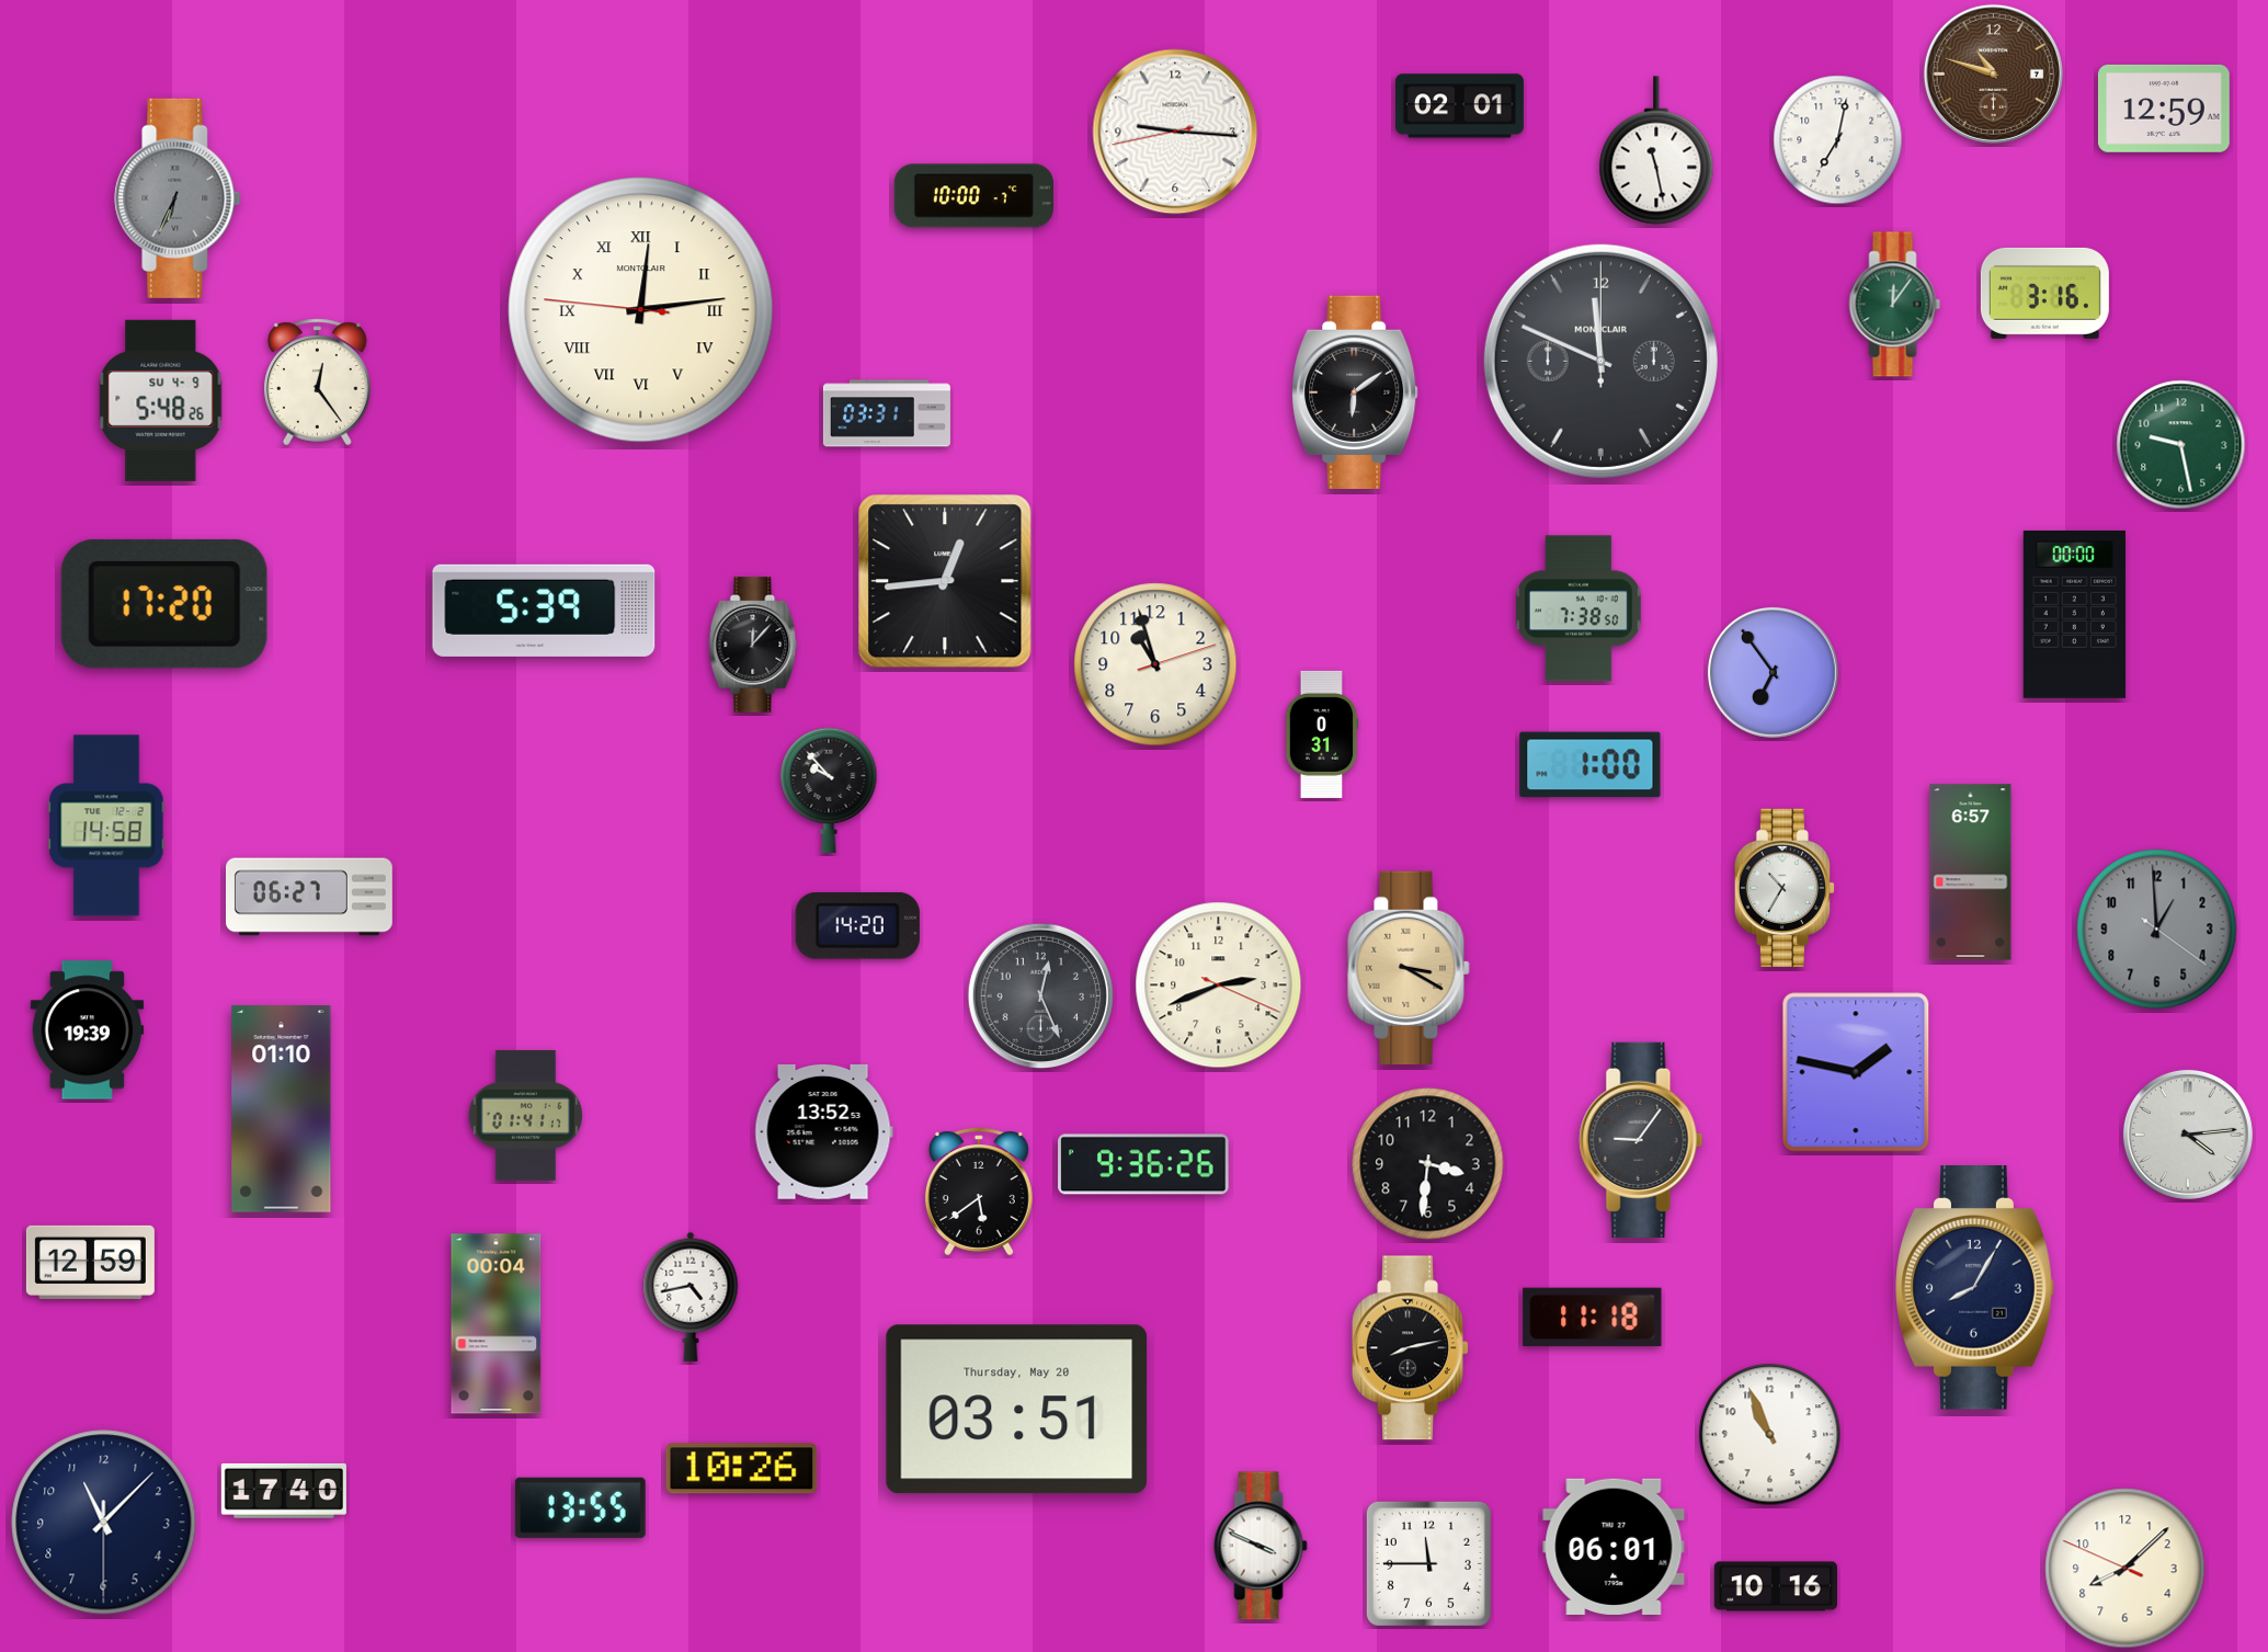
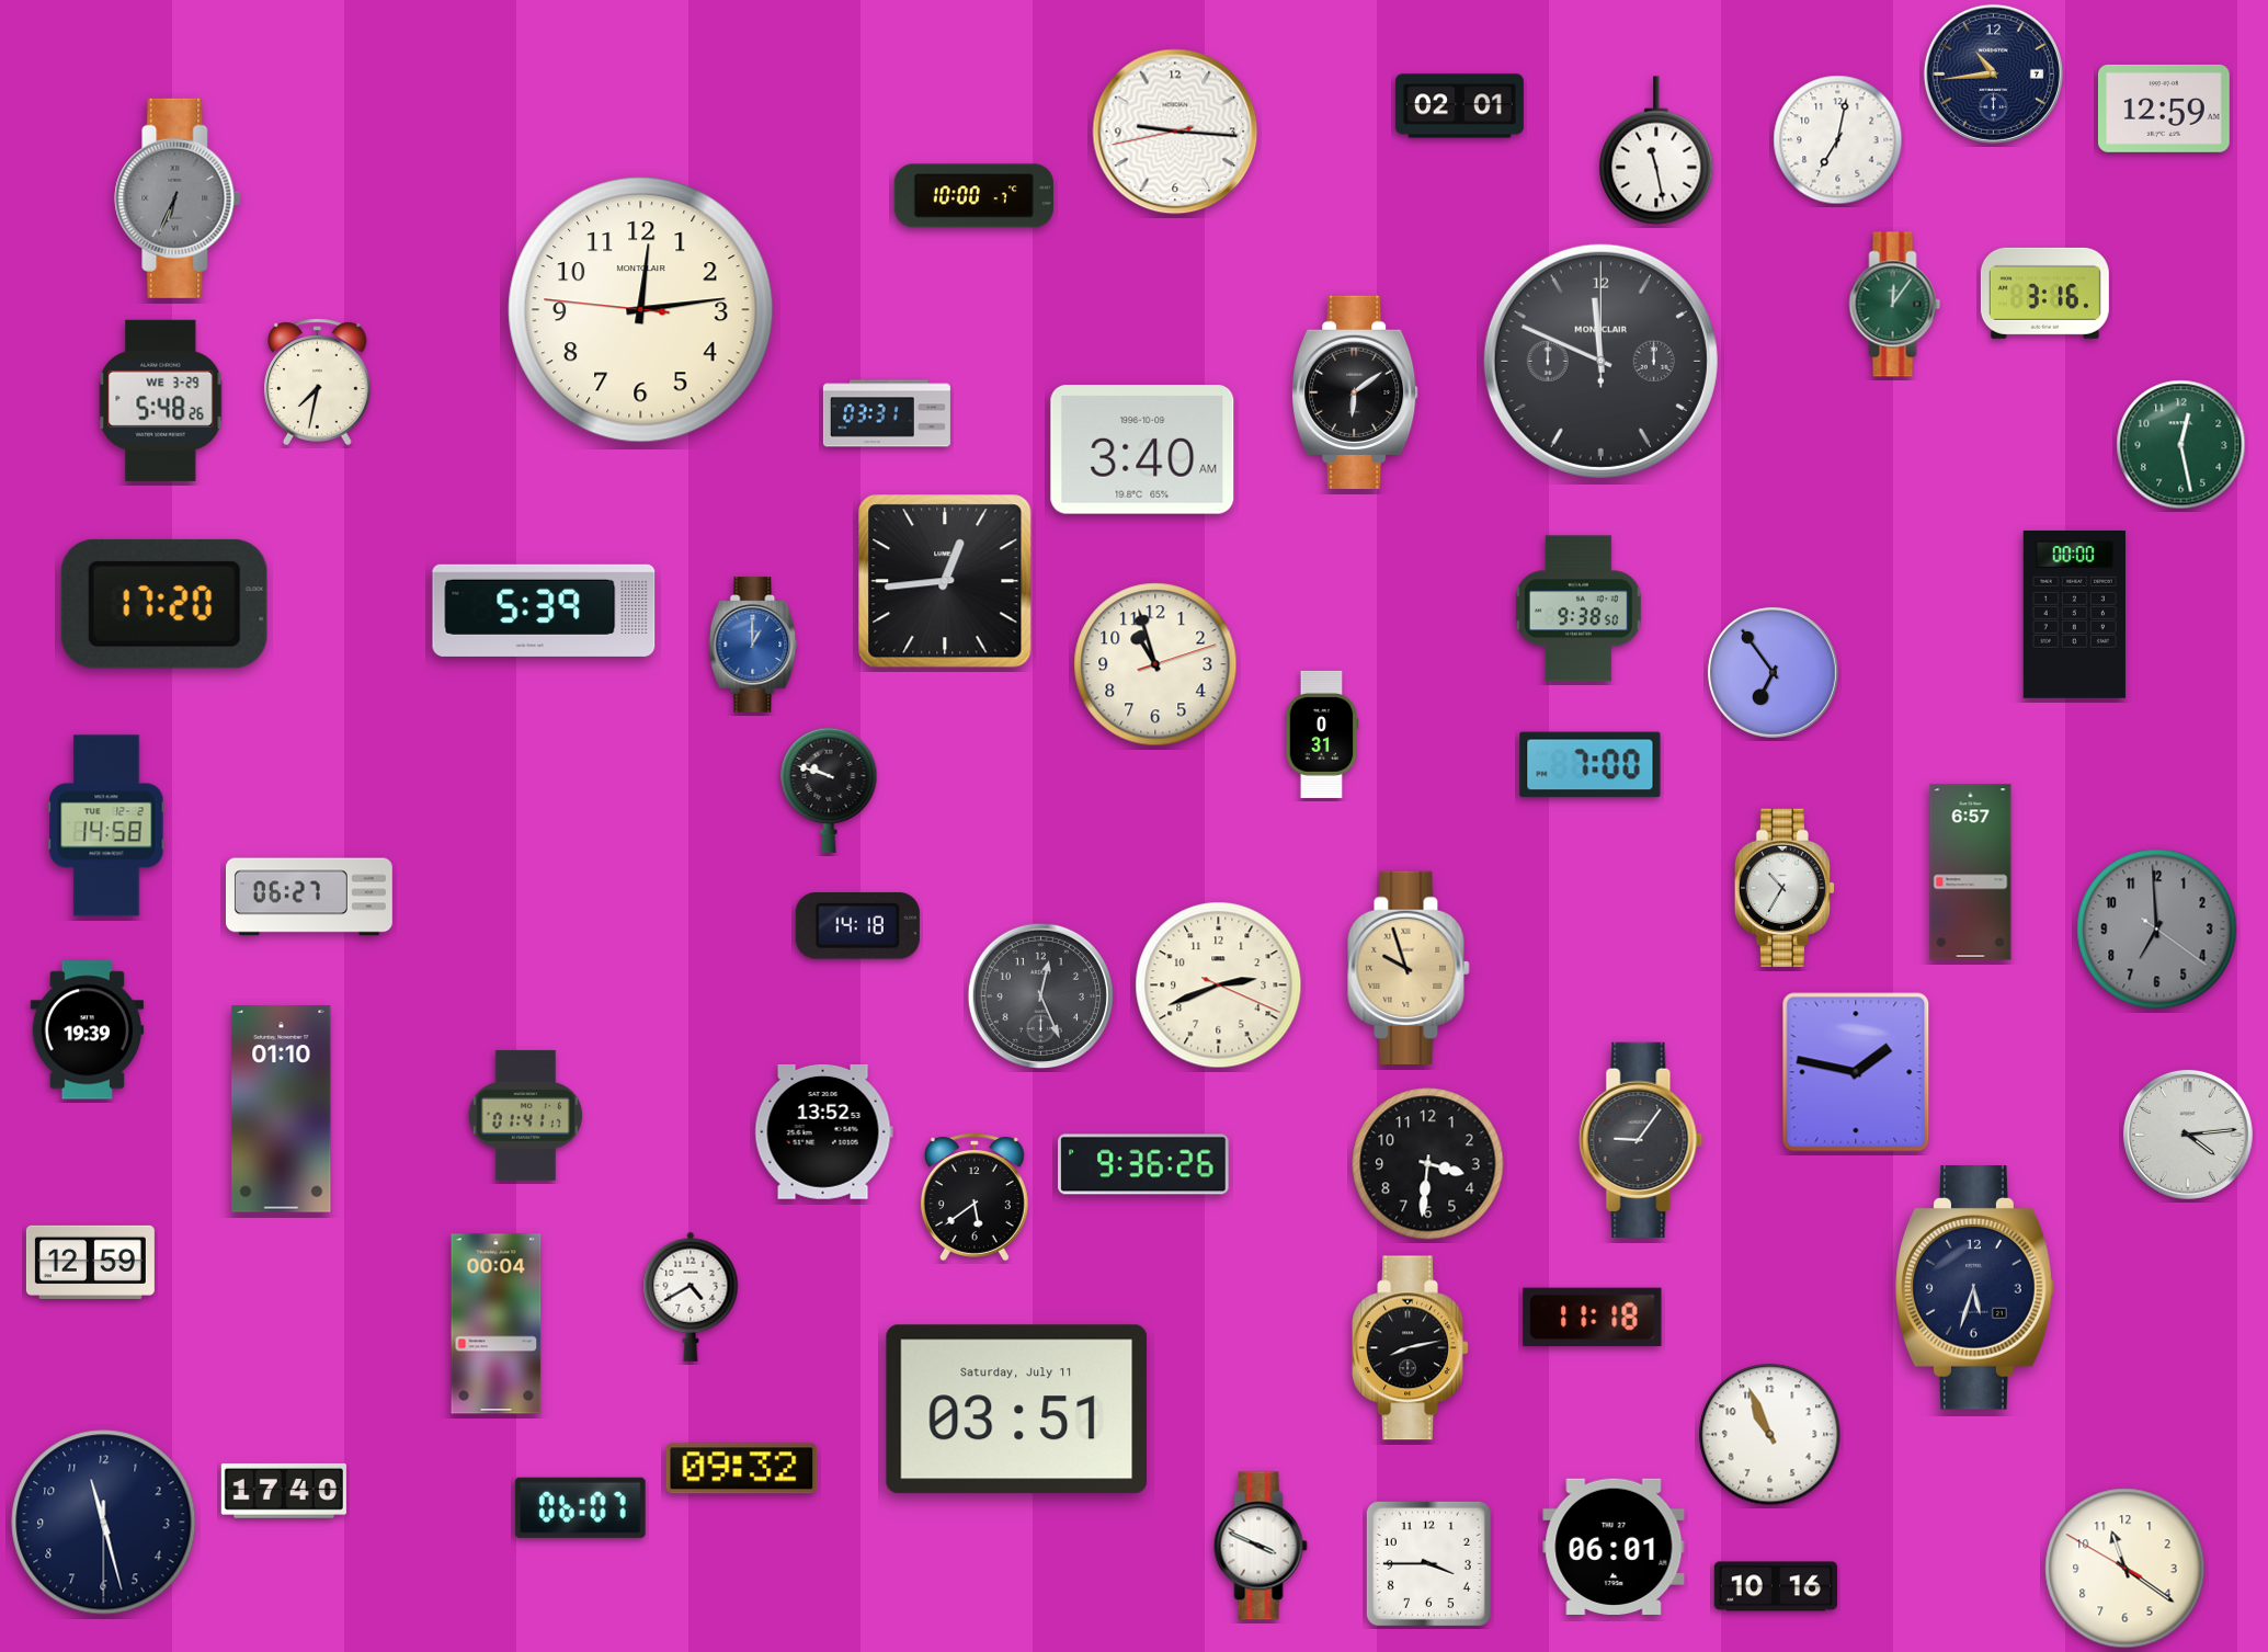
clock at (1993, 73): 10:48 -> 10:44
clock at (1993, 73) dial: brown -> navy
clock at (641, 310) numerals: Roman -> Arabic
clock at (318, 383): 12:24 -> 7:32
clock at (161, 400) date: SU 4-9 -> WE 3-29
clock at (2181, 445): 9:28 -> 12:28
clock at (1142, 451): none -> 3:40
clock at (1579, 608): 7:38 -> 9:38
clock at (753, 645): 12:07 -> 1:00
clock at (753, 645) dial: black -> blue
clock at (1591, 765): 1:00 -> 7:00
clock at (829, 790): 9:53 -> 9:48
clock at (857, 926): 14:20 -> 14:18
clock at (2157, 930): 12:59 -> 6:59
clock at (1409, 967): 3:20 -> 9:57
clock at (979, 1192) position: (979, 1192) -> (975, 1197)
clock at (1975, 1288): 8:05 -> 5:33
clock at (691, 1297): 4:43 -> 4:40
clock at (1017, 1410) date: Thursday, May 20 -> Saturday, July 11
clock at (742, 1469): 10:26 -> 09:32
clock at (580, 1507): 13:55 -> 06:07
clock at (104, 1523): 11:07 -> 11:27
clock at (1428, 1563): 11:45 -> 3:45
clock at (2125, 1569): 8:07 -> 11:20
